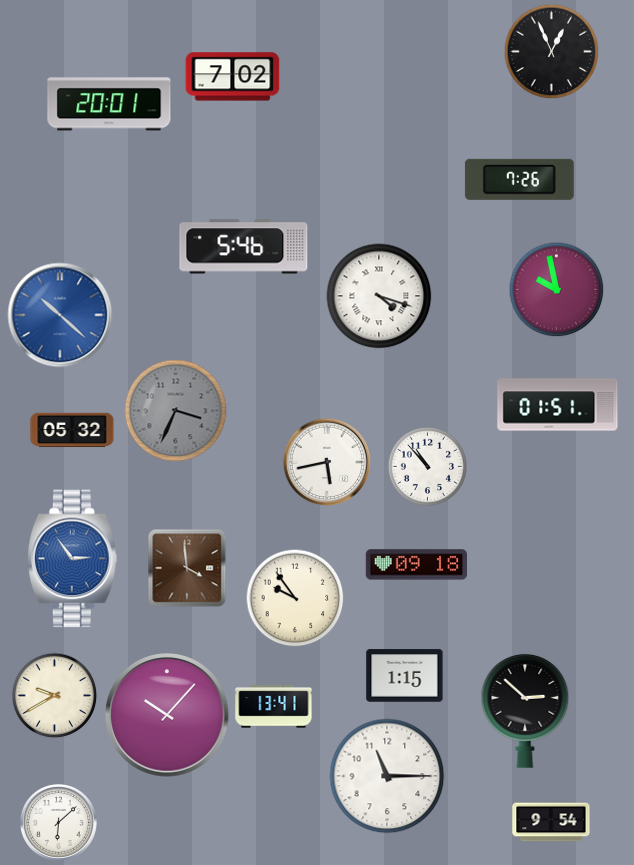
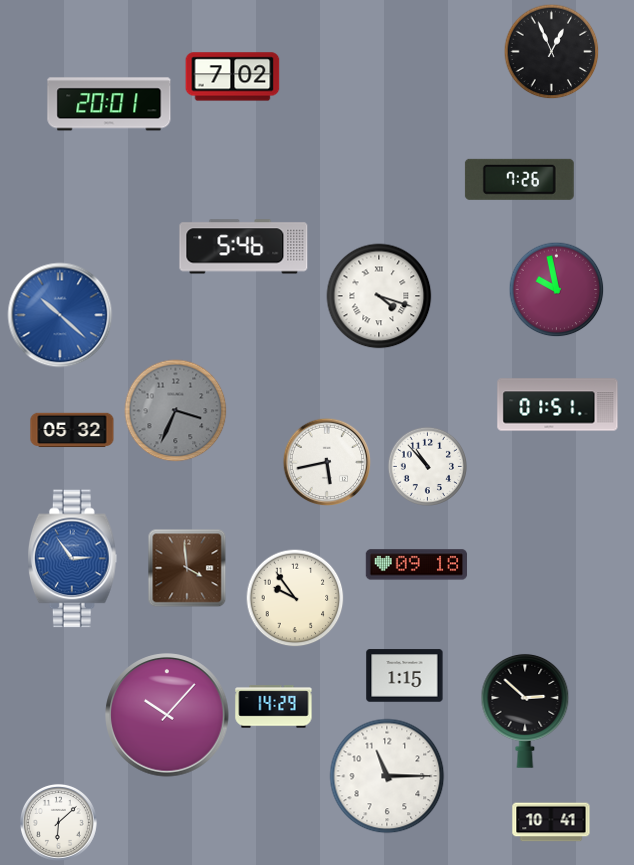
clock at (54, 695): 9:40 -> none
clock at (274, 707): 13:41 -> 14:29
clock at (551, 822): 9:54 -> 10:41
